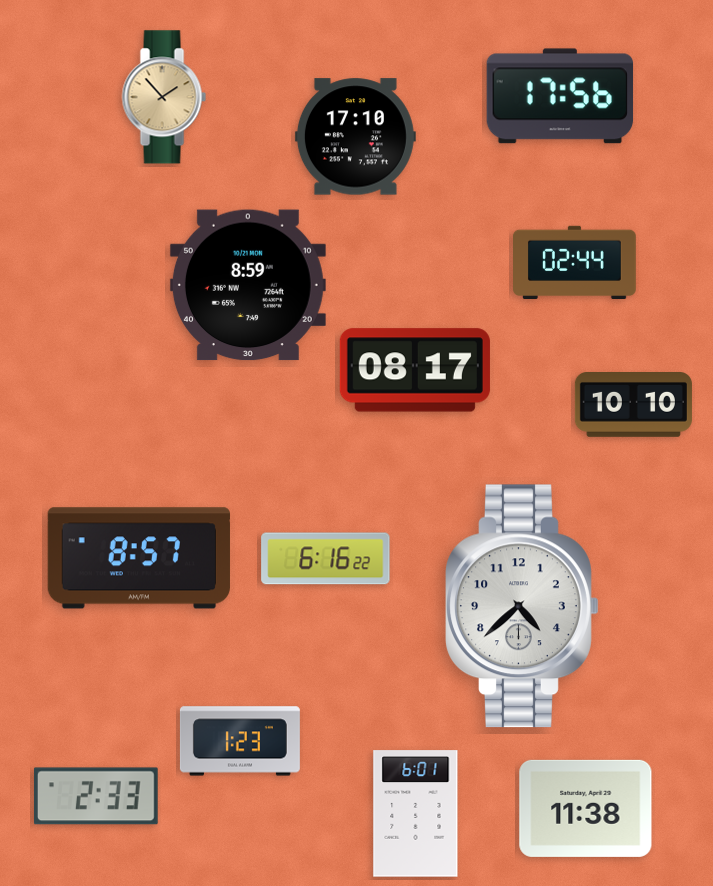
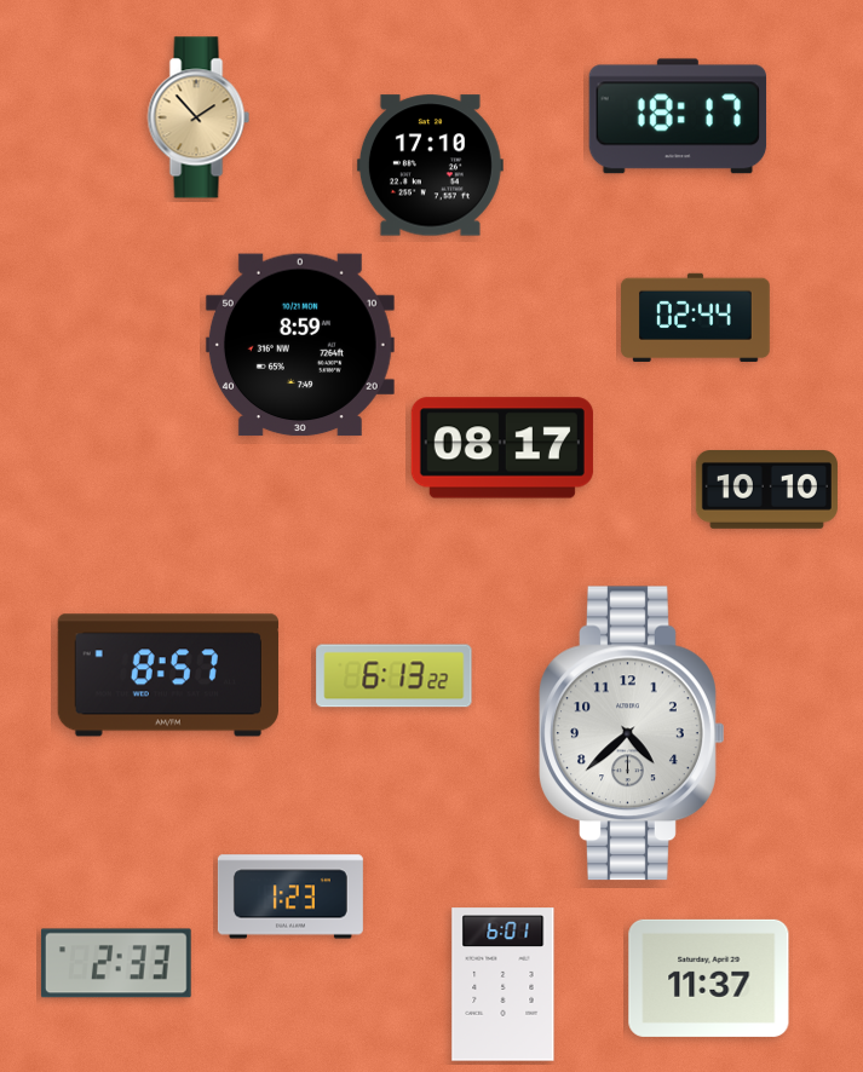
clock at (560, 96): 17:56 -> 18:17
clock at (326, 559): 6:16 -> 6:13
clock at (586, 808): 11:38 -> 11:37
